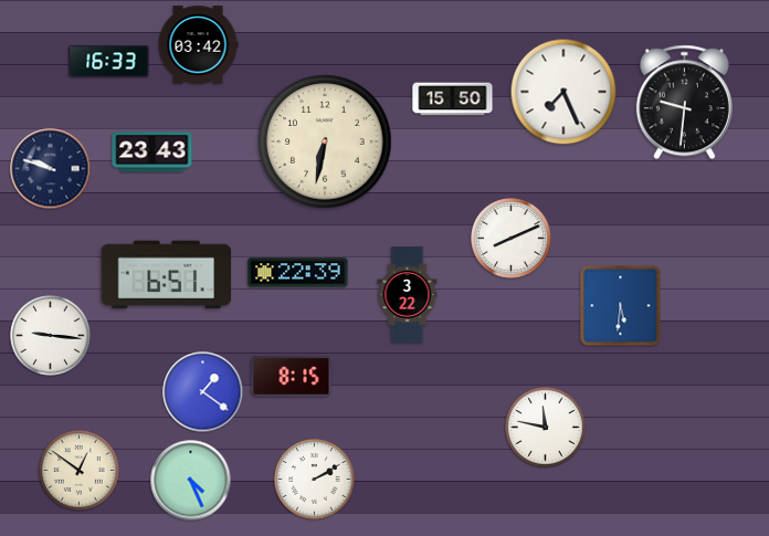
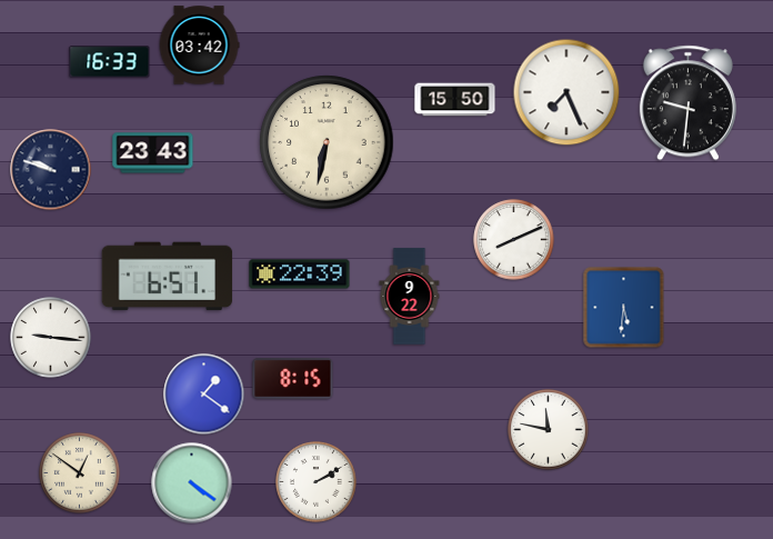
clock at (408, 295): 3:22 -> 9:22
clock at (191, 481): 4:26 -> 4:21
